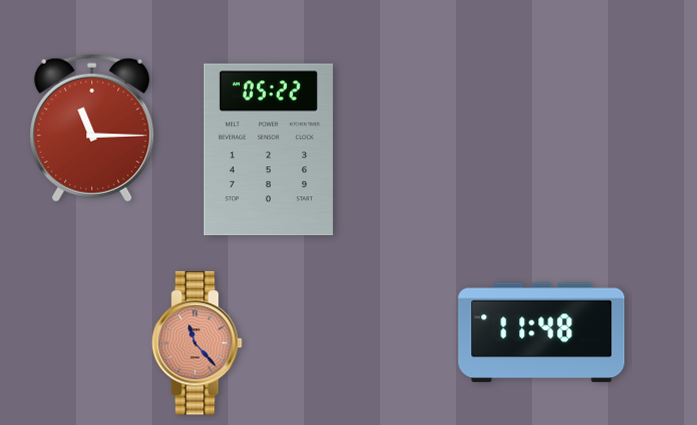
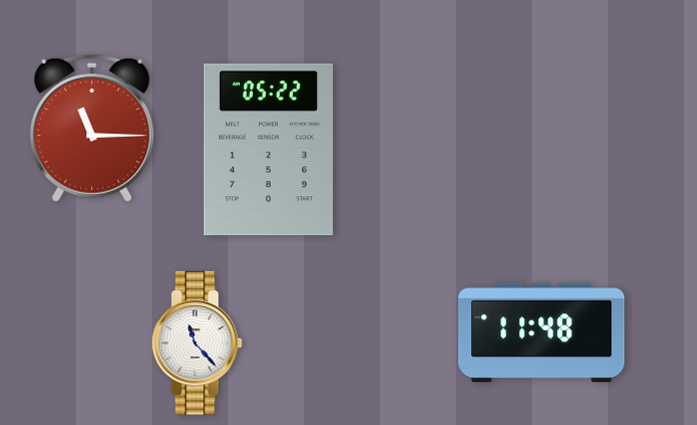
clock at (197, 343) dial: salmon -> white
